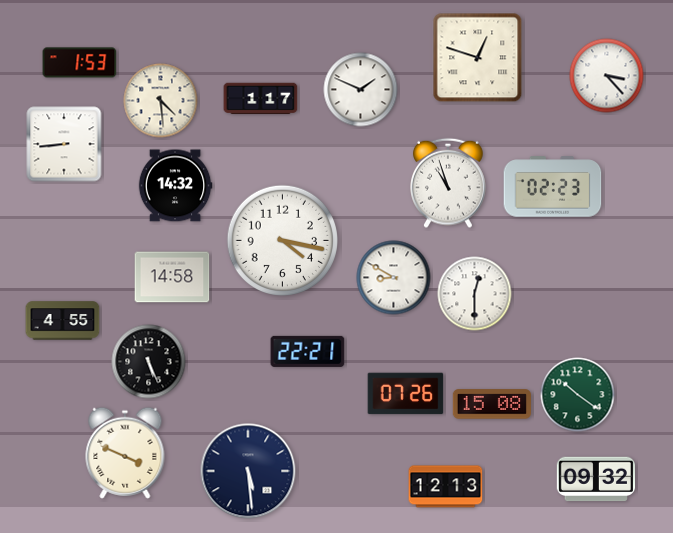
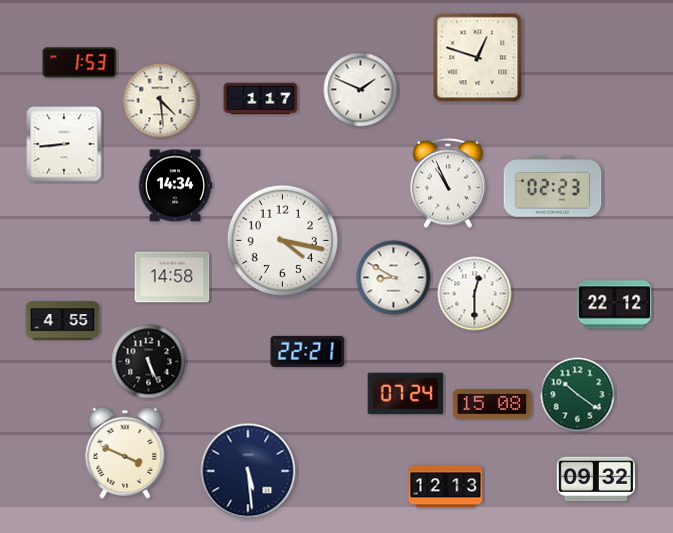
clock at (607, 76): 3:23 -> none
clock at (449, 183): 10:57 -> 10:56
clock at (175, 186): 14:32 -> 14:34
clock at (615, 305): none -> 22:12
clock at (406, 394): 07:26 -> 07:24
